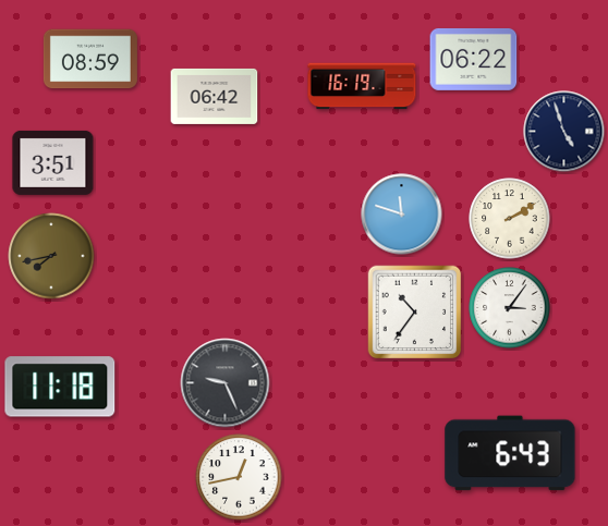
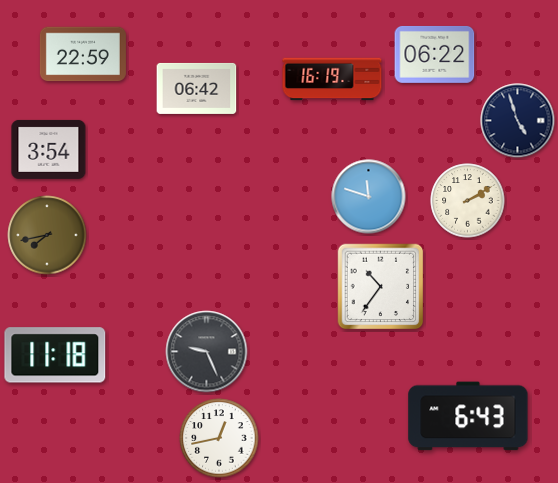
clock at (90, 59): 08:59 -> 22:59
clock at (53, 162): 3:51 -> 3:54
clock at (510, 308): 3:06 -> none
